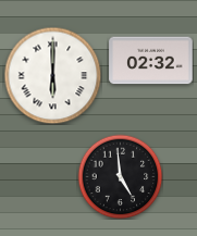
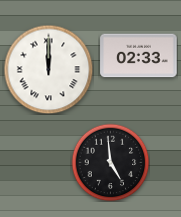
clock at (151, 61): 02:32 -> 02:33
clock at (52, 75): 6:00 -> 12:00
